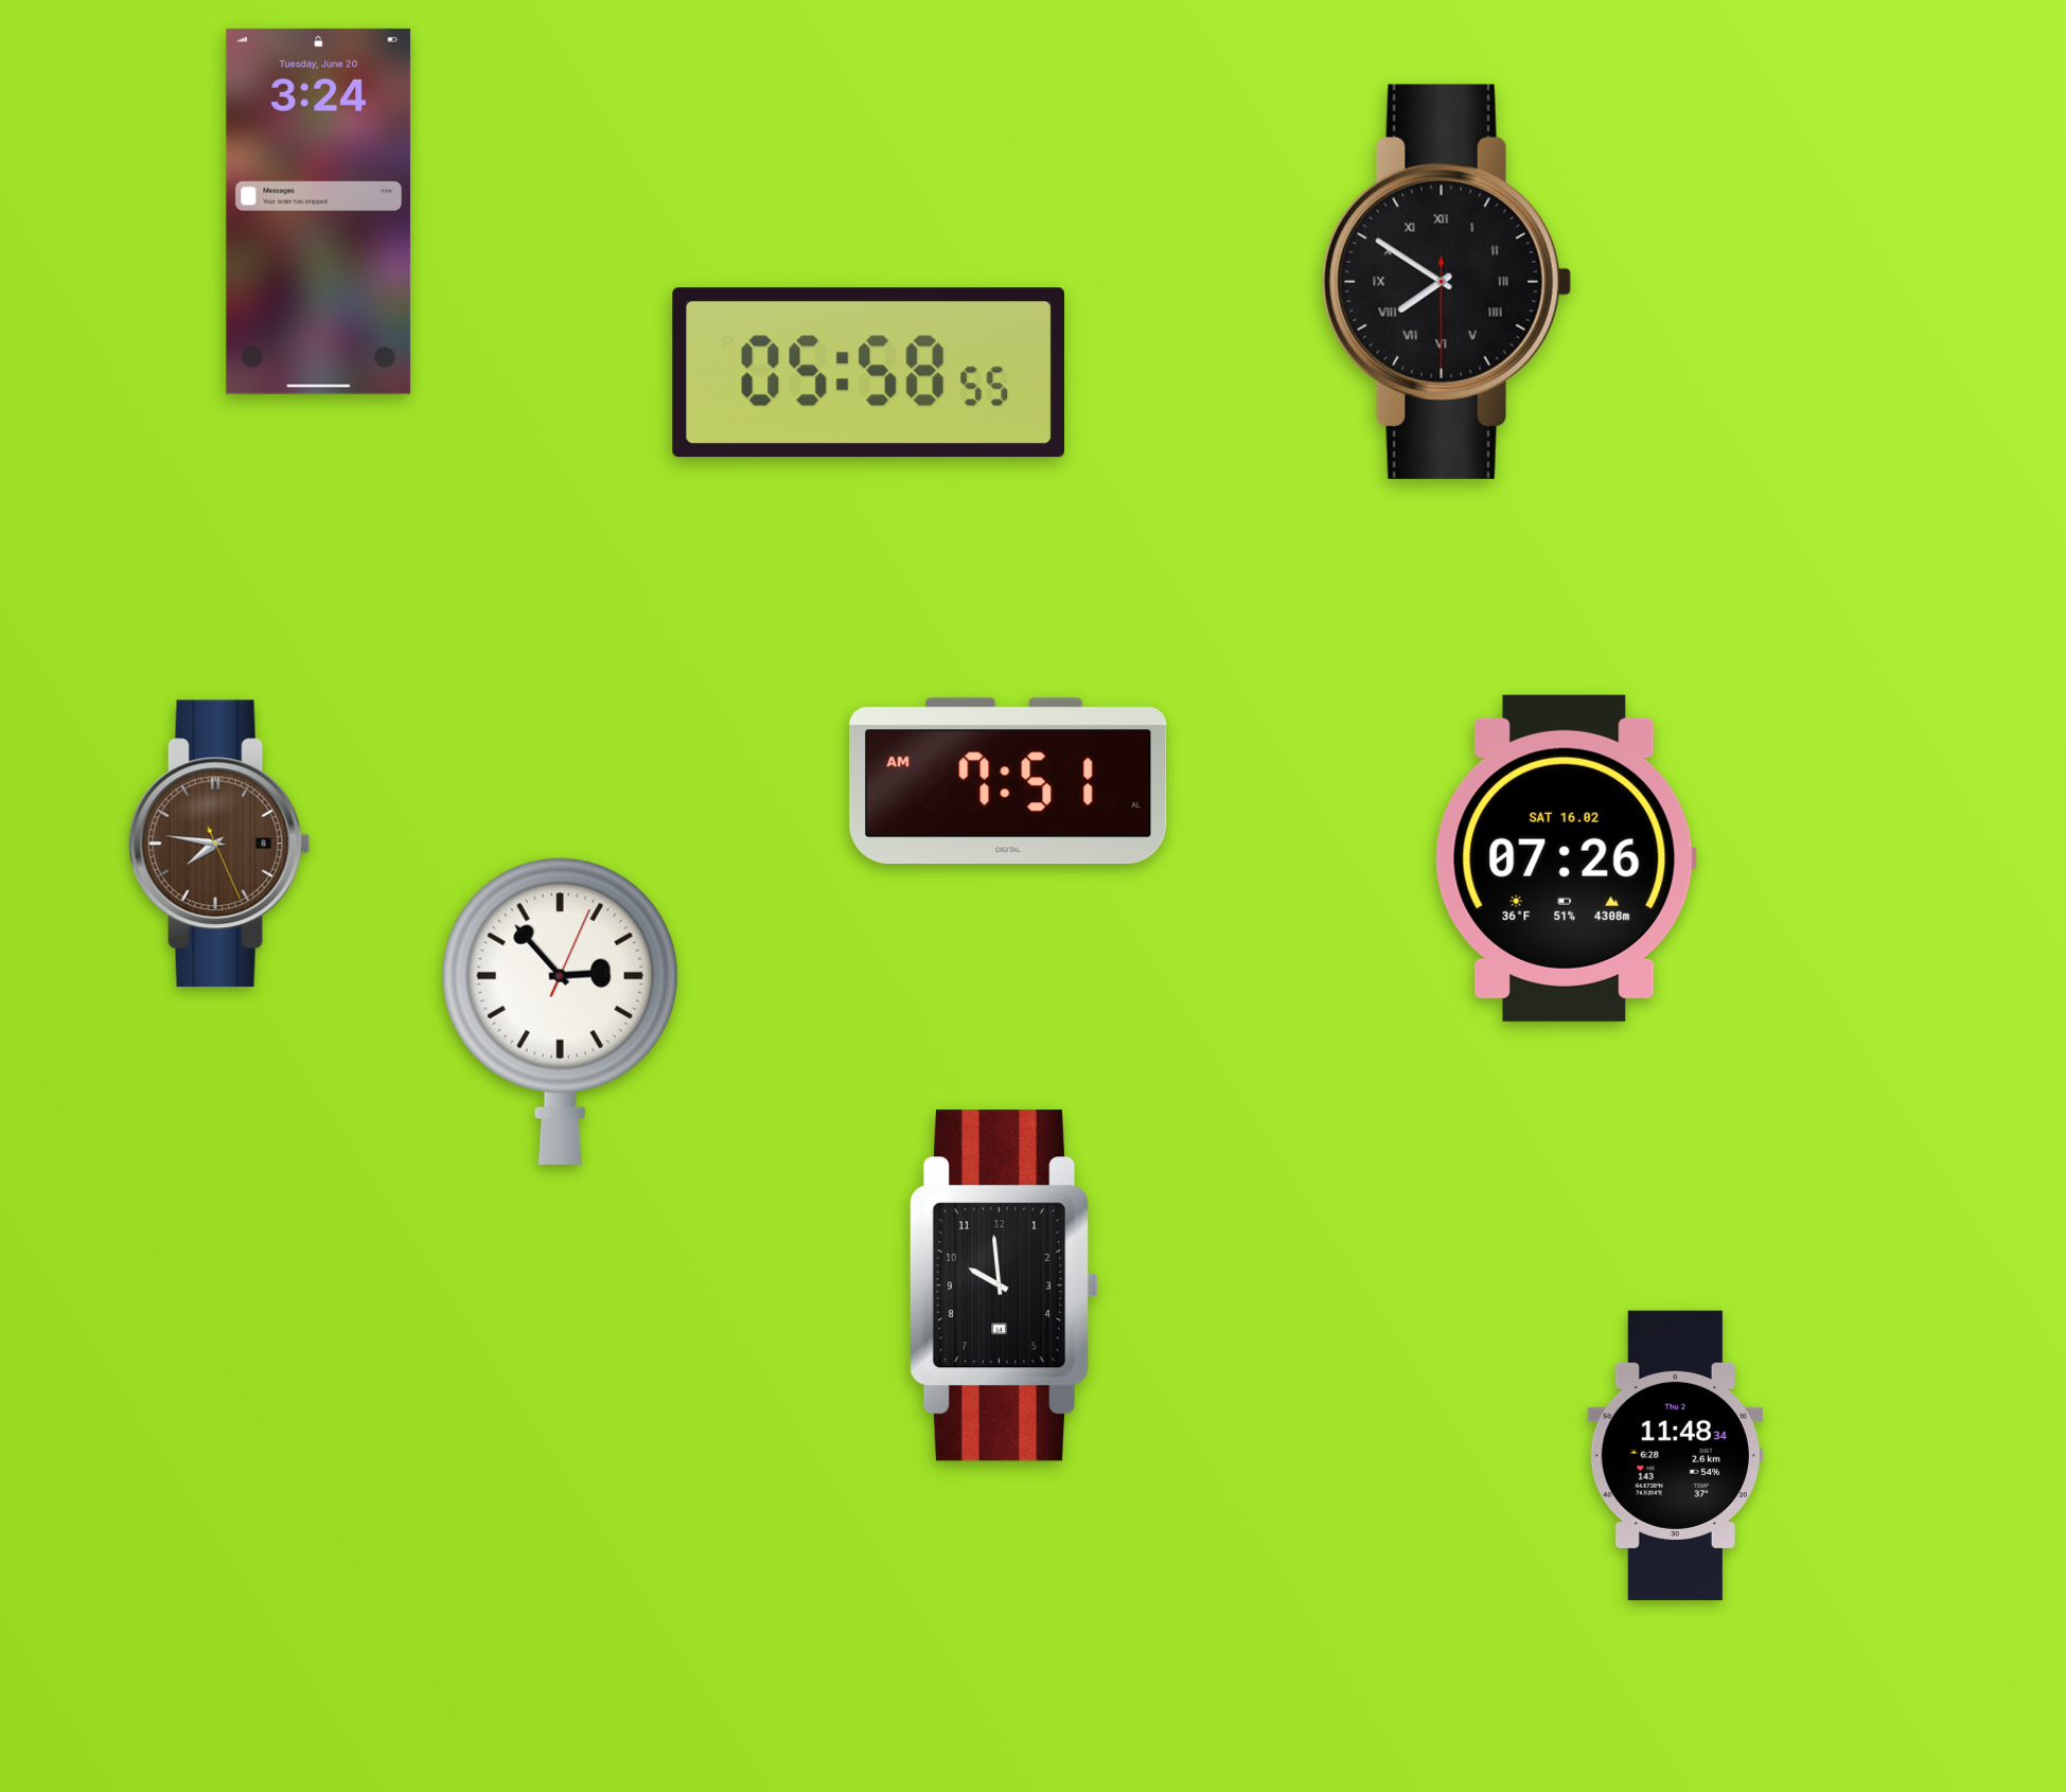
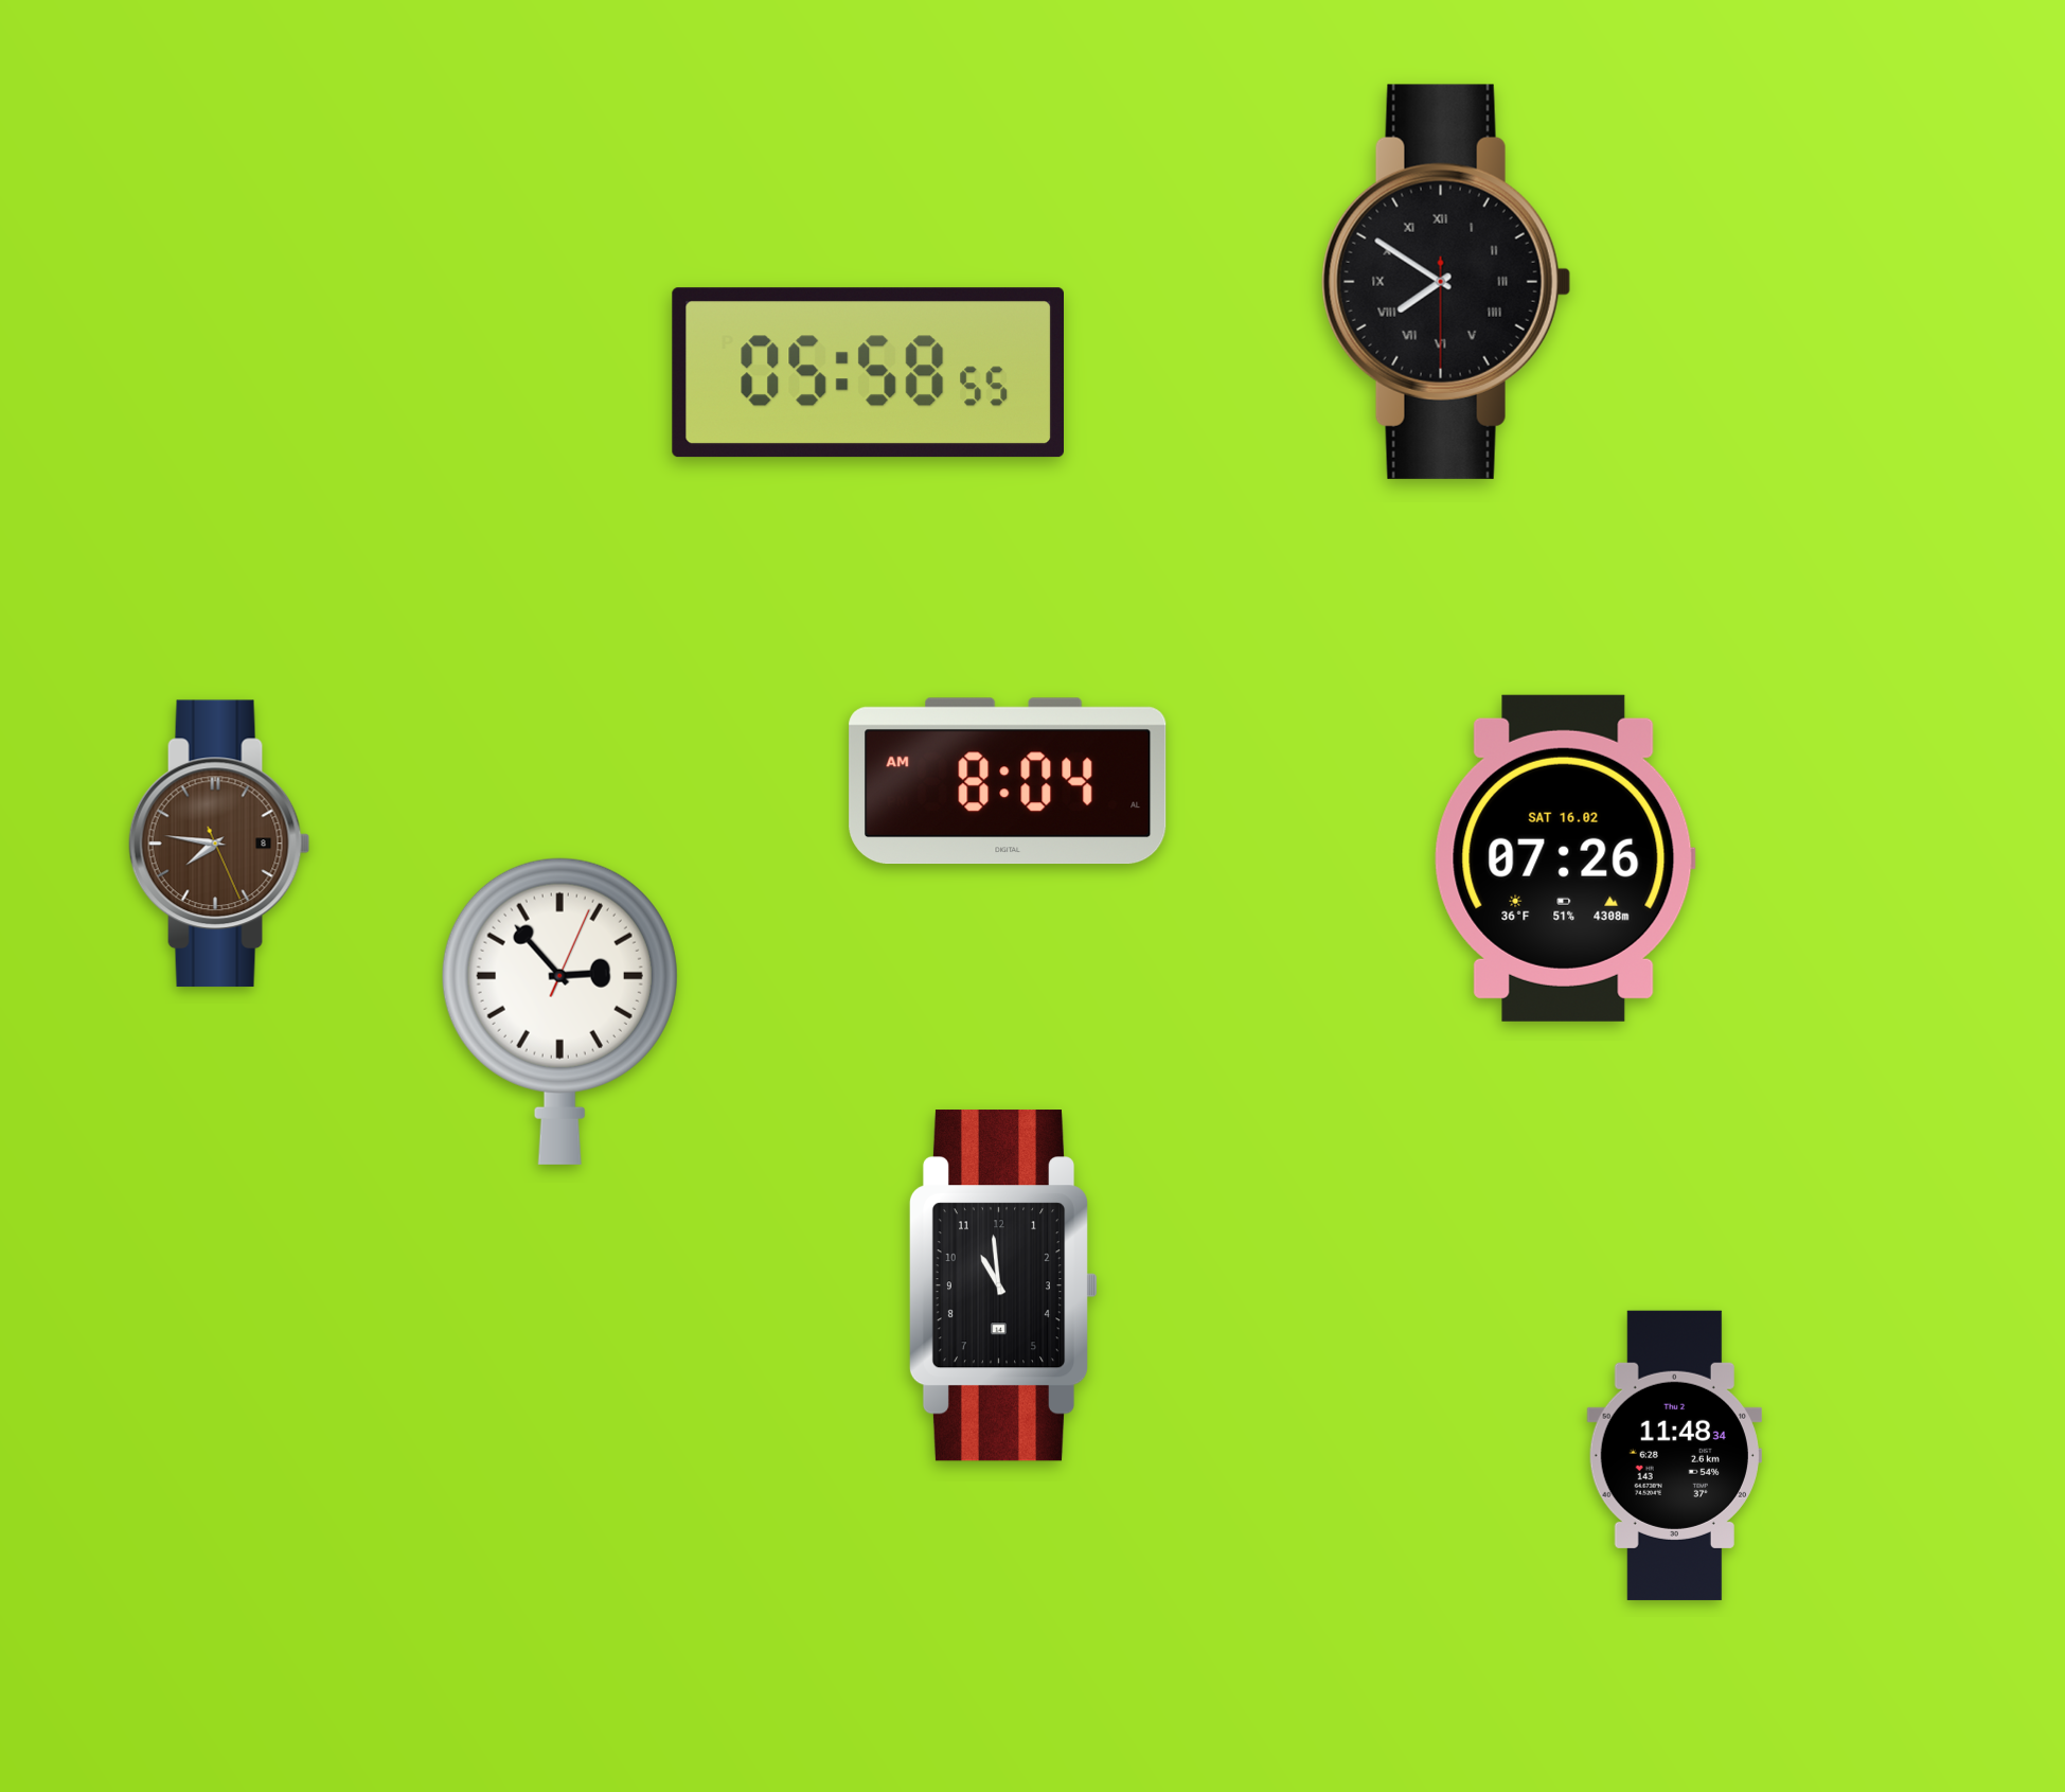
clock at (319, 211): 3:24 -> none
clock at (1008, 781): 7:51 -> 8:04
clock at (1004, 1285): 9:59 -> 10:59
